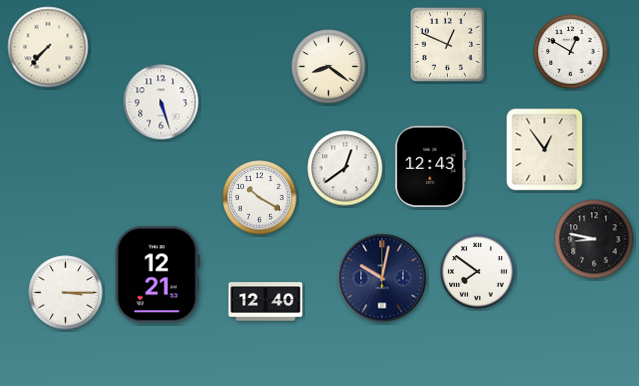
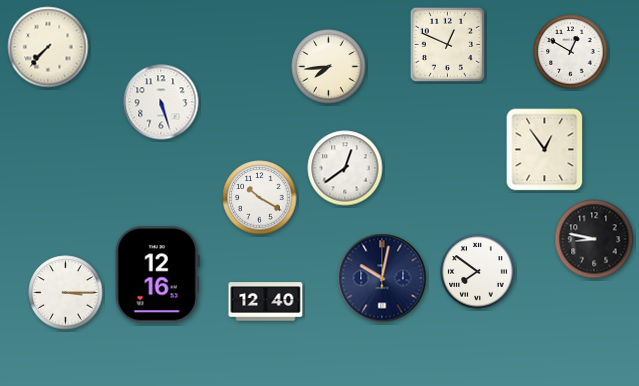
clock at (329, 67): 8:21 -> 7:44
clock at (431, 167): 12:43 -> none
clock at (157, 275): 12:21 -> 12:16
